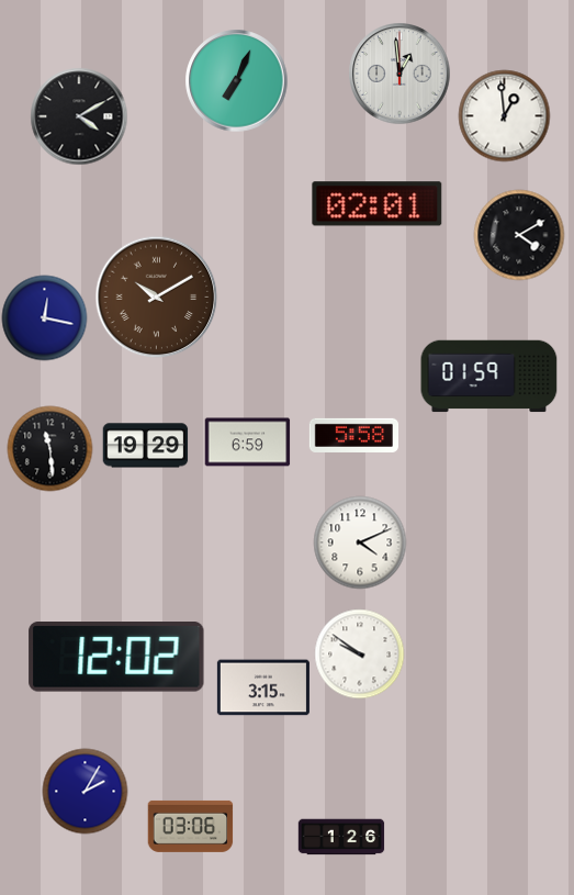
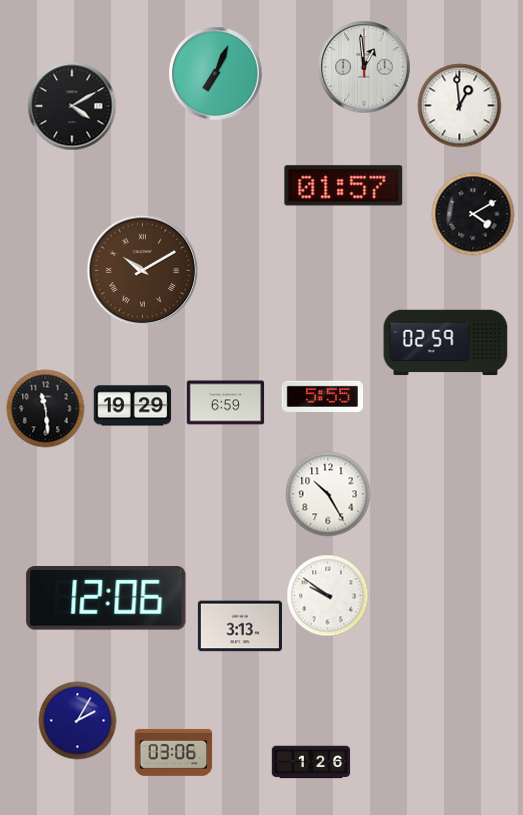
clock at (378, 204): 02:01 -> 01:57
clock at (44, 317): 12:17 -> none
clock at (489, 377): 01:59 -> 02:59
clock at (353, 435): 5:58 -> 5:55
clock at (360, 542): 4:11 -> 10:25
clock at (116, 658): 12:02 -> 12:06
clock at (263, 687): 3:15 -> 3:13
